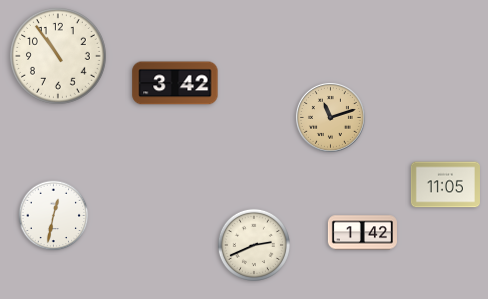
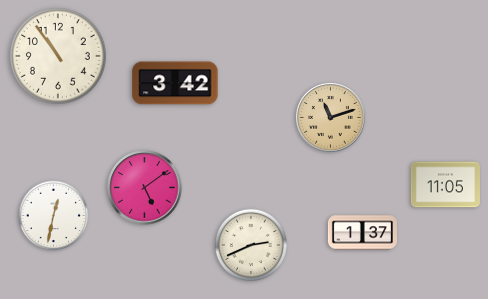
clock at (145, 188): none -> 5:09
clock at (362, 233): 1:42 -> 1:37
clock at (253, 244) position: (253, 244) -> (250, 244)
